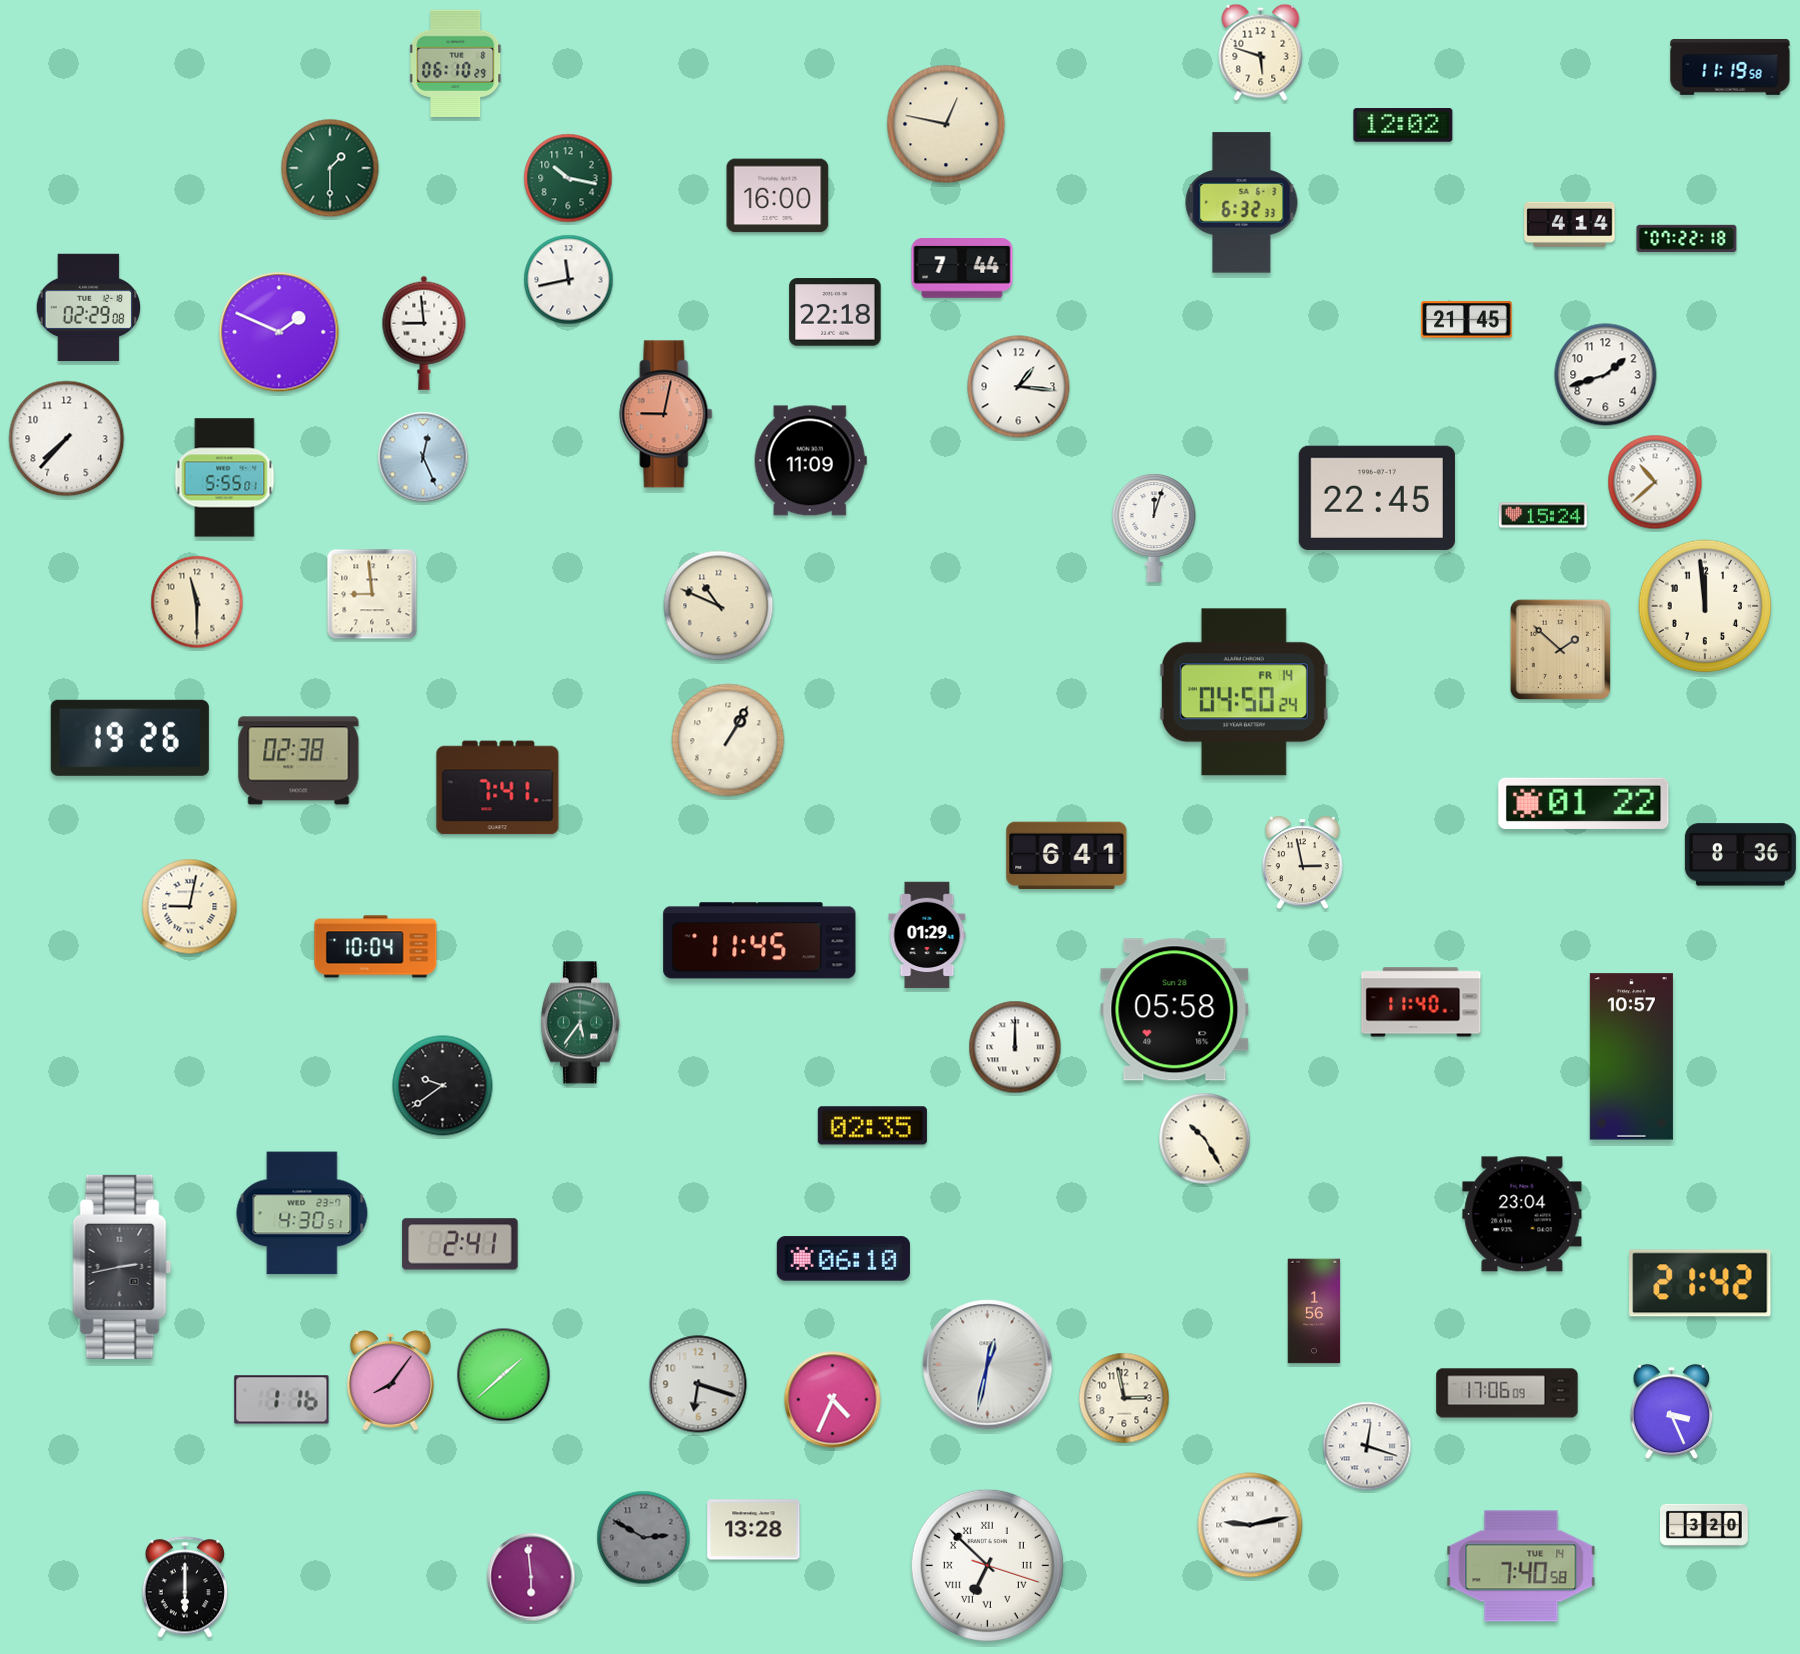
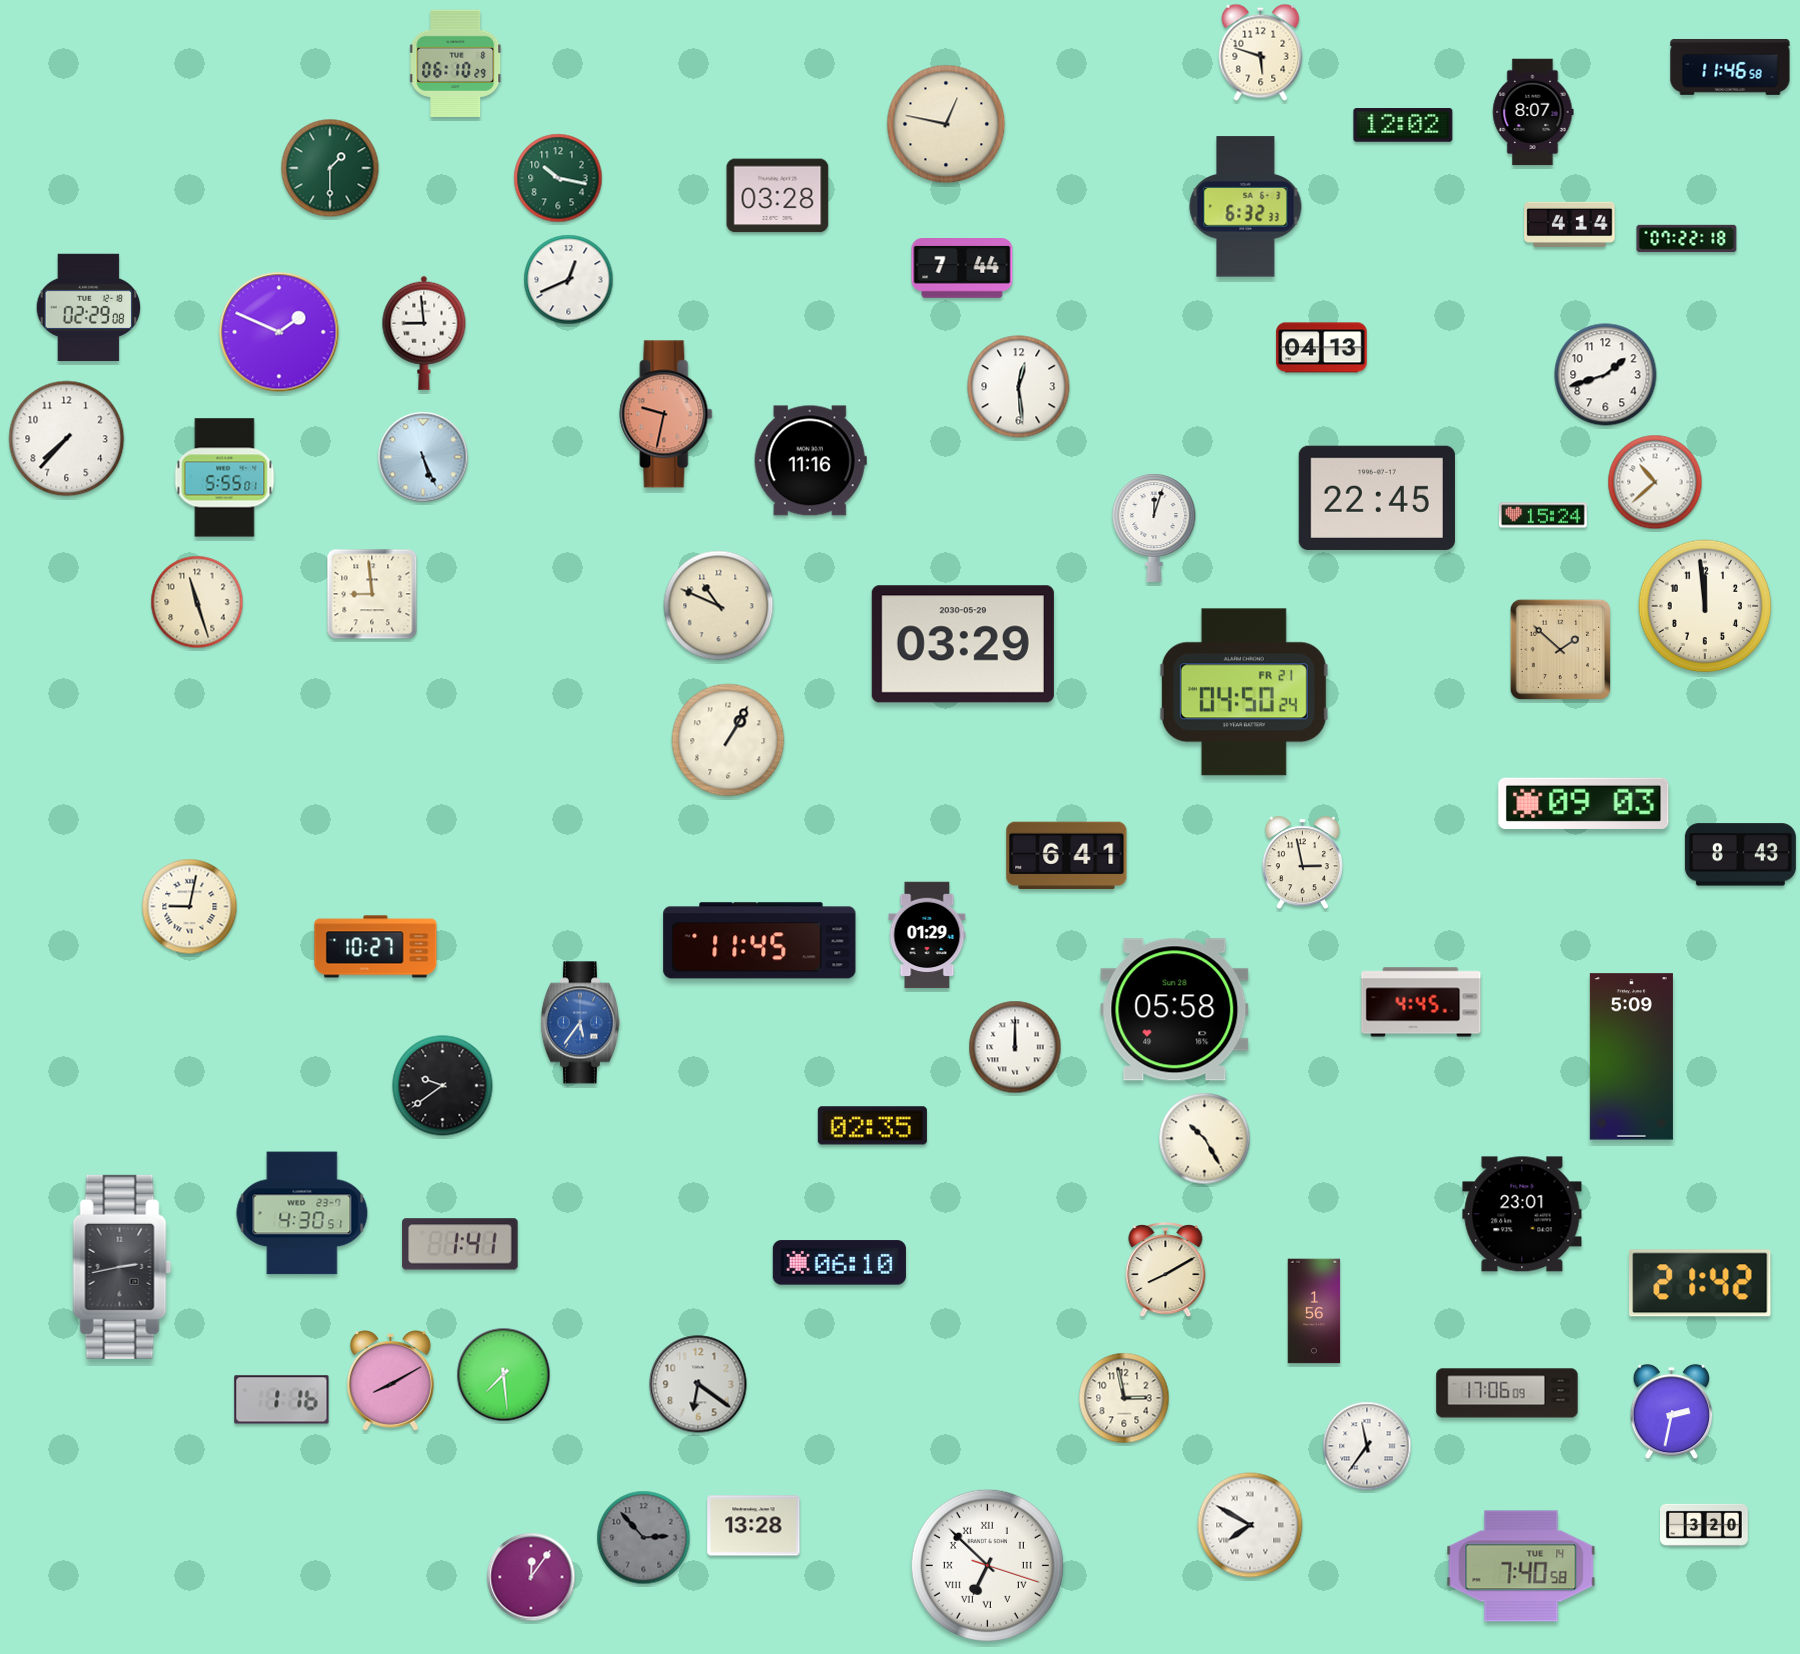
clock at (1730, 67): 11:19 -> 11:46
clock at (1533, 112): none -> 8:07
clock at (568, 178) position: (568, 178) -> (558, 178)
clock at (778, 196): 16:00 -> 03:28
clock at (1242, 203) position: (1242, 203) -> (1246, 207)
clock at (569, 280): 11:43 -> 12:41
clock at (835, 312): 22:18 -> none
clock at (1467, 320): 21:45 -> none
clock at (1322, 348): none -> 04:13
clock at (1019, 387): 1:16 -> 12:29
clock at (666, 414): 9:02 -> 9:32
clock at (423, 457): 12:26 -> 5:26
clock at (810, 461): 11:09 -> 11:16
clock at (197, 602): 11:30 -> 11:27
clock at (963, 644): none -> 03:29
clock at (1244, 692) date: FR 14 -> FR 21
clock at (130, 738): 19:26 -> none
clock at (299, 761): 02:38 -> none
clock at (498, 788): 7:41 -> none
clock at (1584, 803): 01:22 -> 09:03
clock at (1740, 855): 8:36 -> 8:43
clock at (376, 947): 10:04 -> 10:27
clock at (1421, 1002): 11:40 -> 4:45
clock at (580, 1023) dial: green -> blue
clock at (1631, 1057): 10:57 -> 5:09
clock at (1522, 1214): 23:04 -> 23:01
clock at (460, 1244): 2:41 -> 1:41
clock at (843, 1259) position: (843, 1259) -> (839, 1263)
clock at (1166, 1271): none -> 8:10
clock at (988, 1365): 12:32 -> none
clock at (504, 1375): 1:38 -> 7:29
clock at (390, 1381): 8:06 -> 8:10
clock at (698, 1384): 6:18 -> 6:21
clock at (833, 1400): 4:34 -> none
clock at (1672, 1412): 3:26 -> 2:32
clock at (1367, 1446): 12:18 -> 11:36
clock at (1250, 1525): 9:13 -> 7:50
clock at (754, 1530) position: (754, 1530) -> (754, 1526)
clock at (644, 1538): 2:50 -> 2:53
clock at (531, 1577): 5:59 -> 12:06
clock at (184, 1587): 6:00 -> none
